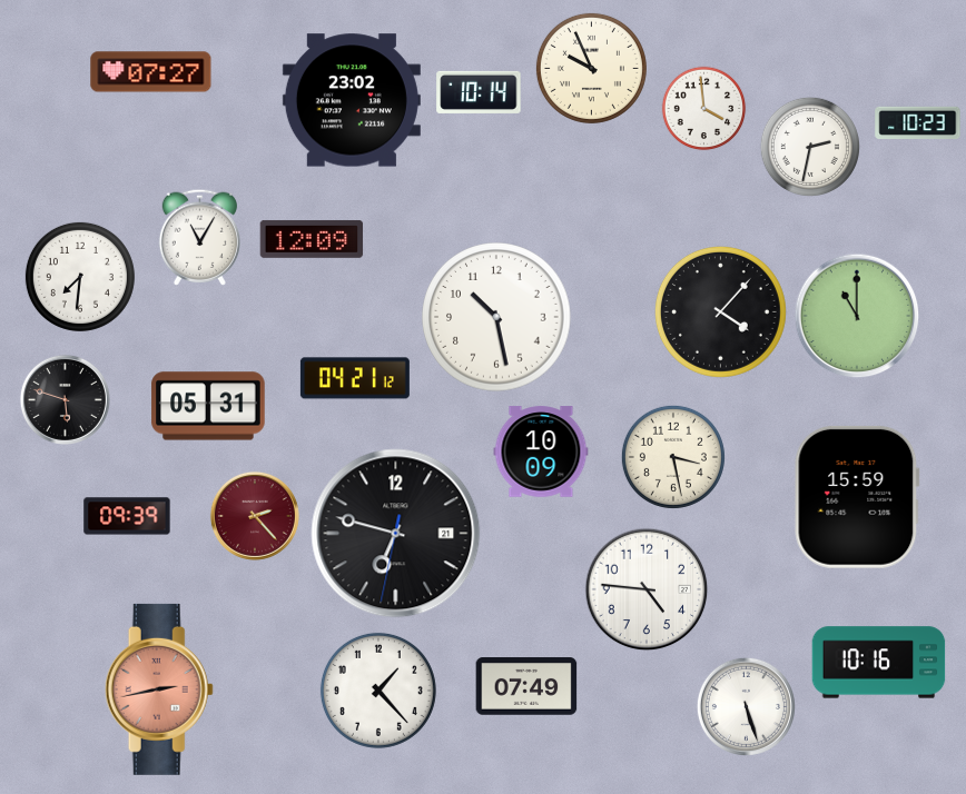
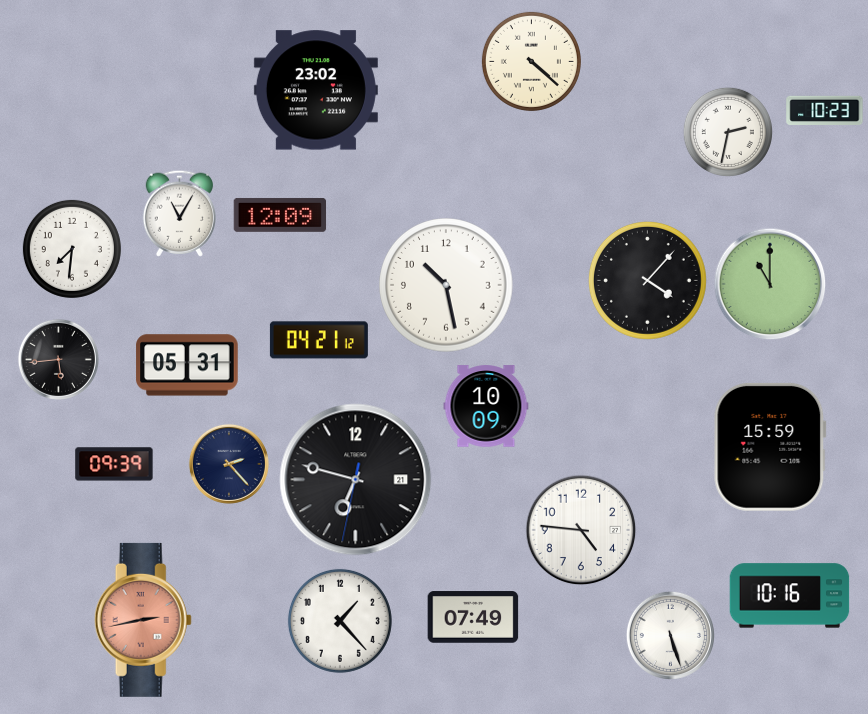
clock at (591, 68): 9:56 -> 4:22
clock at (151, 72): 07:27 -> none
clock at (479, 92): 10:14 -> none
clock at (704, 109): 3:59 -> none
clock at (65, 399): 5:48 -> 5:44
clock at (673, 457): 3:28 -> none
clock at (255, 516) dial: burgundy -> navy
